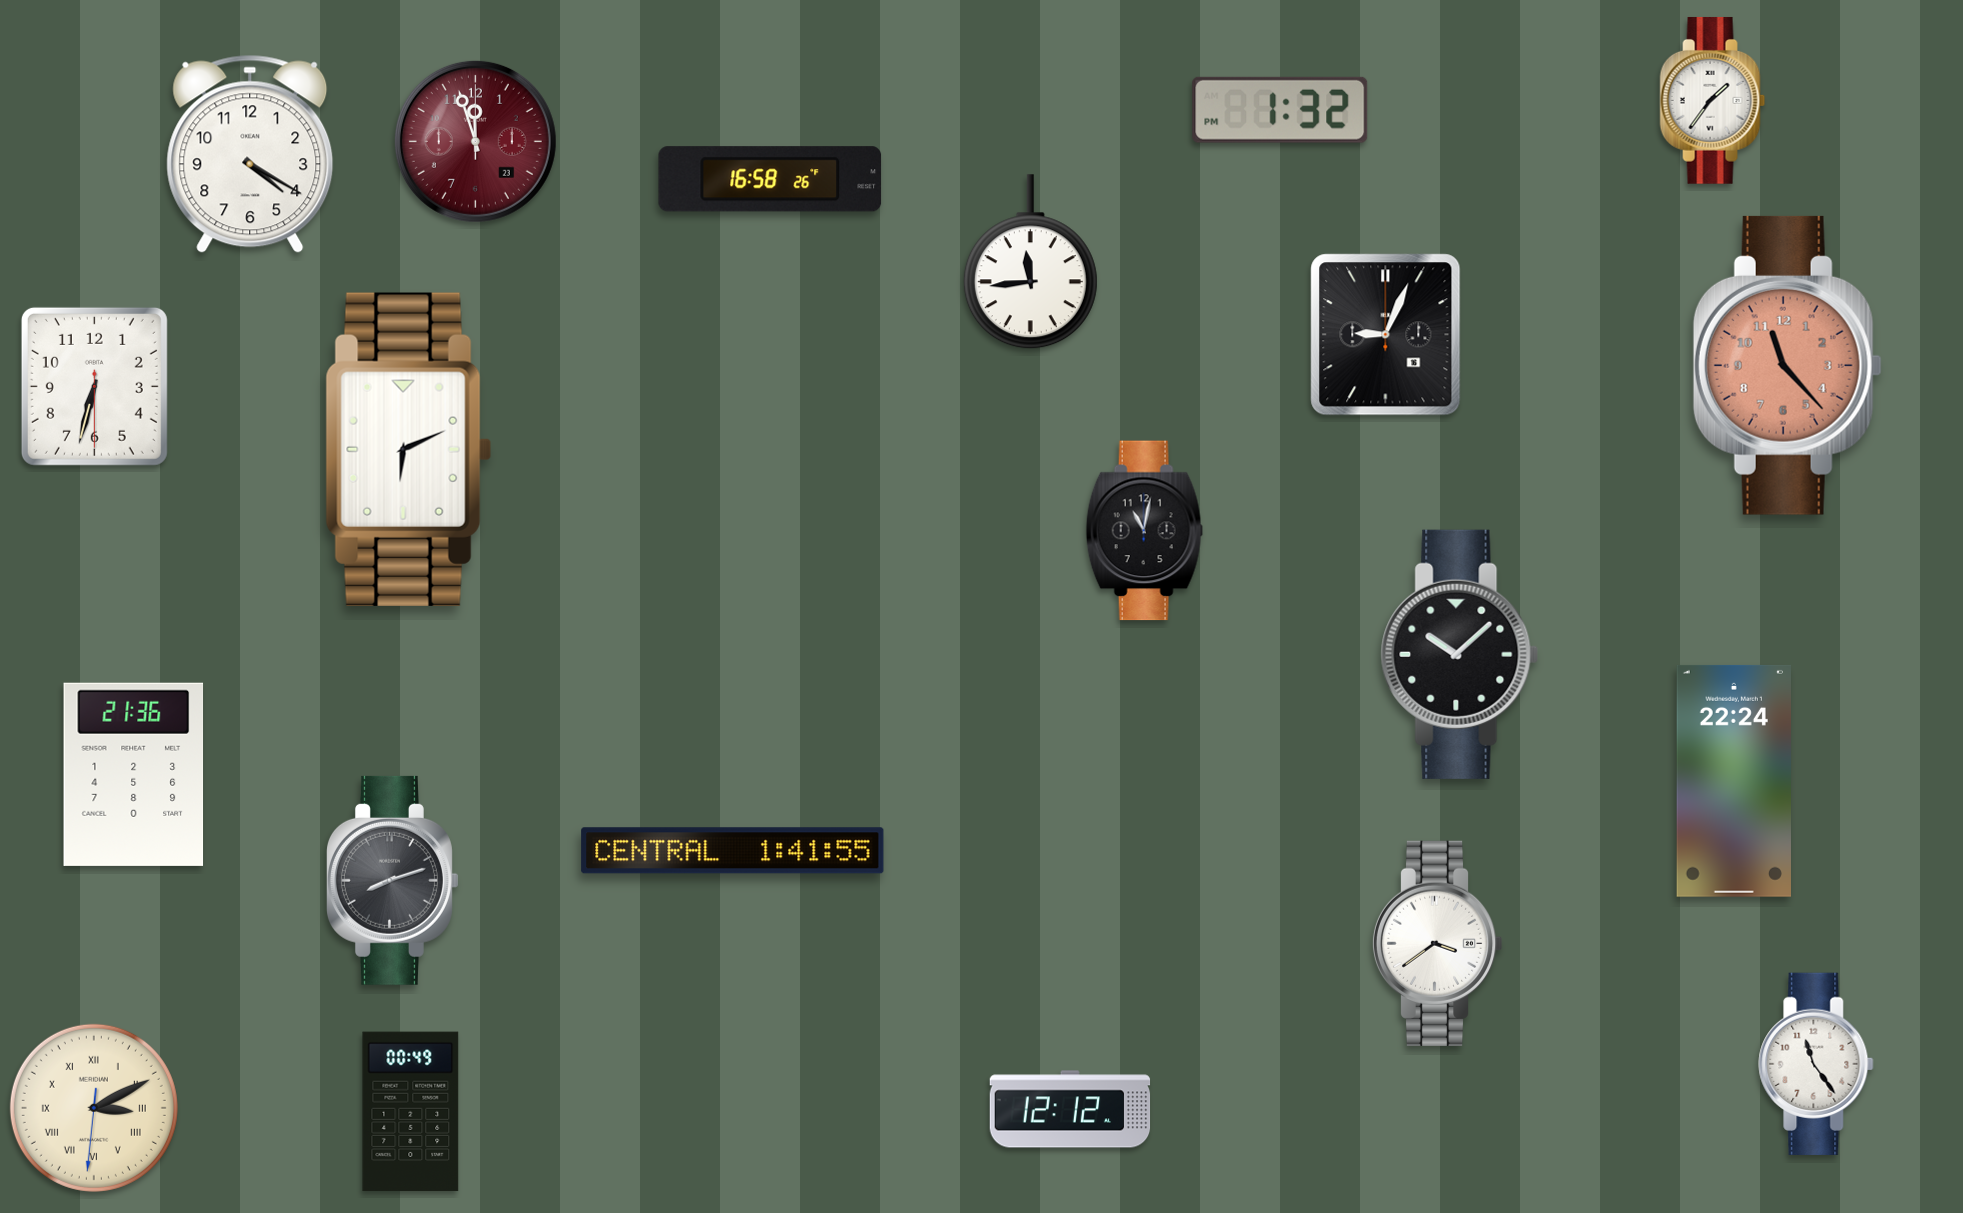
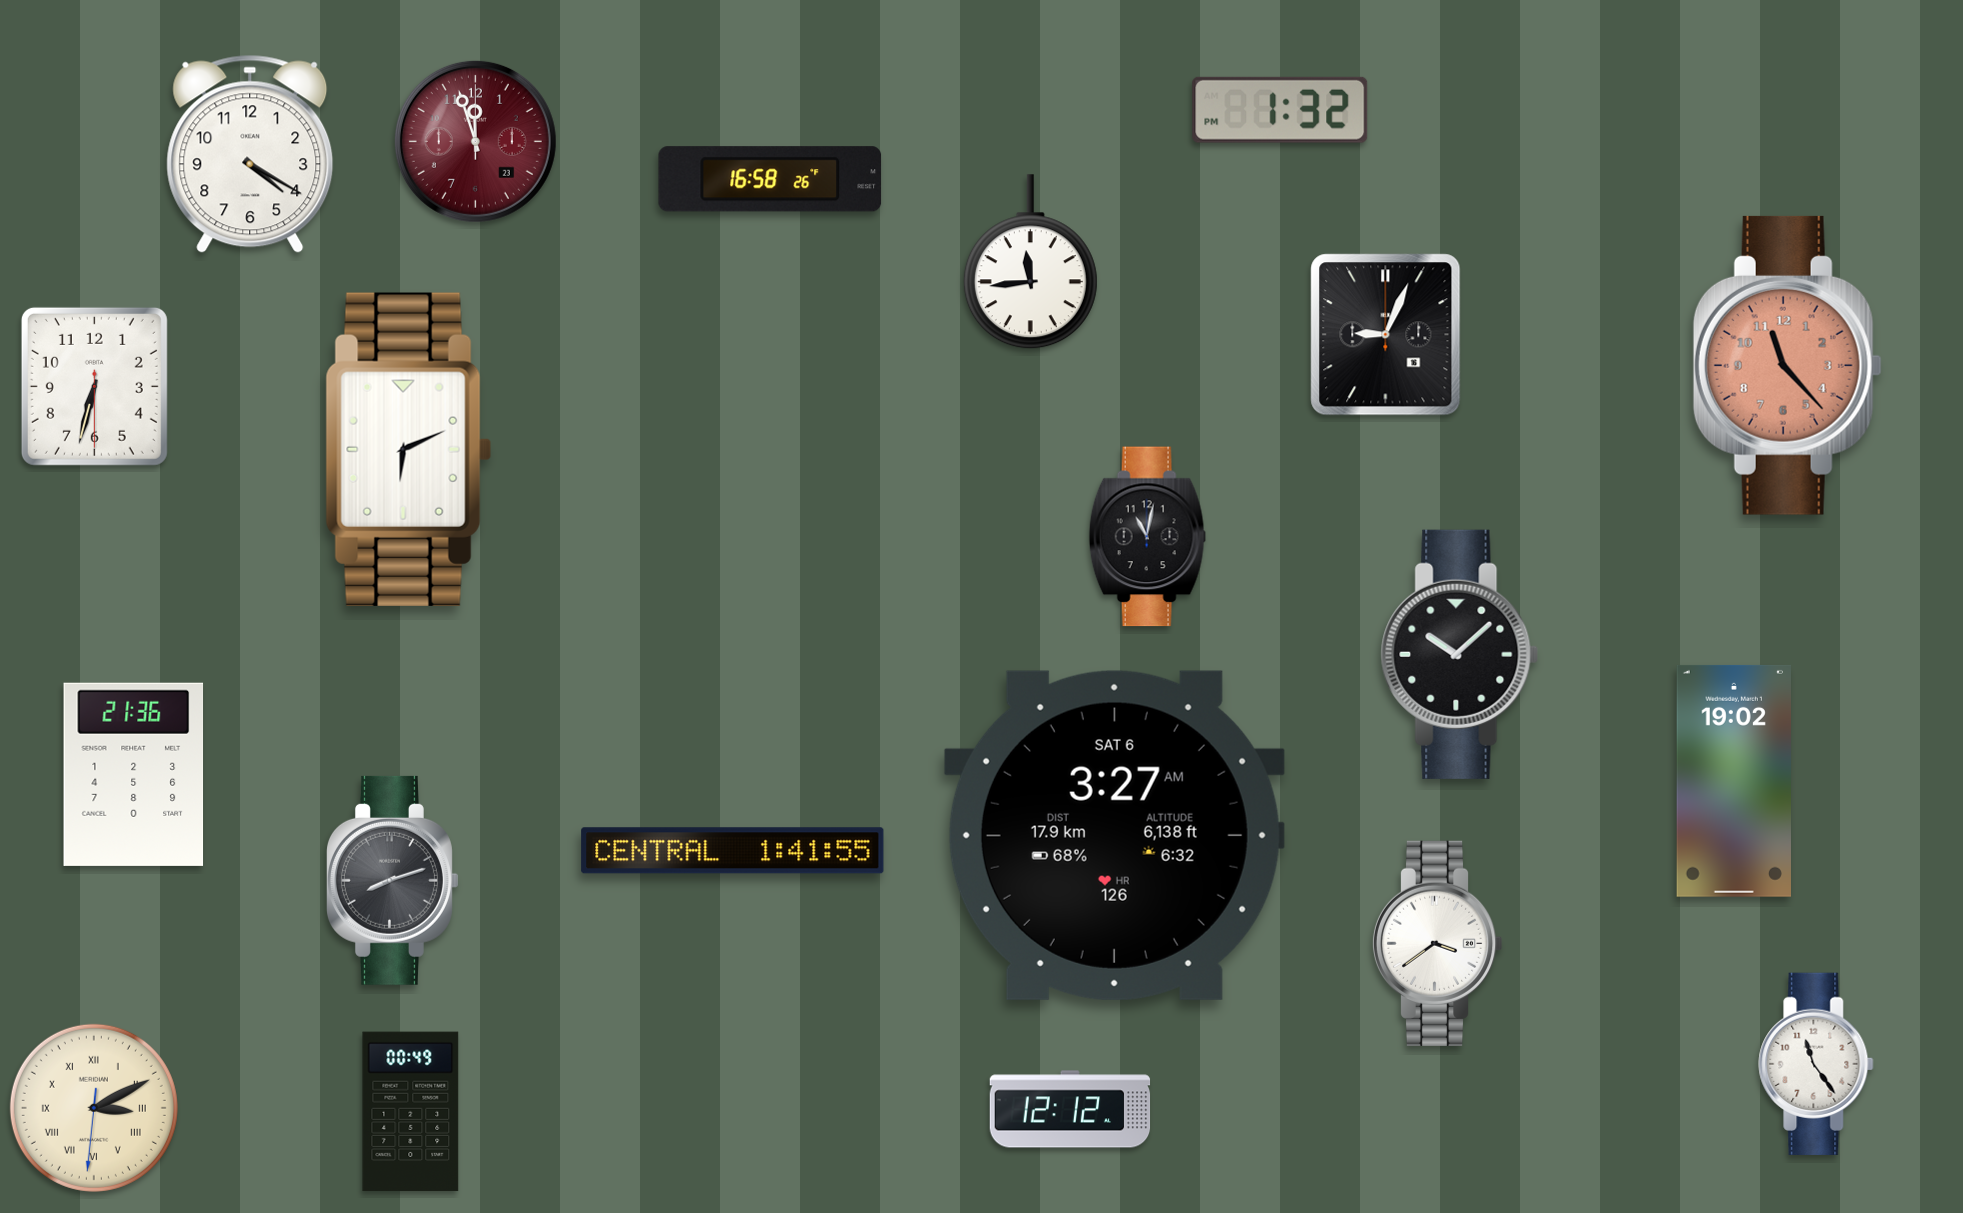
clock at (1713, 100): 1:36 -> none
clock at (1145, 531) position: (1145, 531) -> (1148, 537)
clock at (1733, 781): 22:24 -> 19:02
clock at (1114, 835): none -> 3:27
